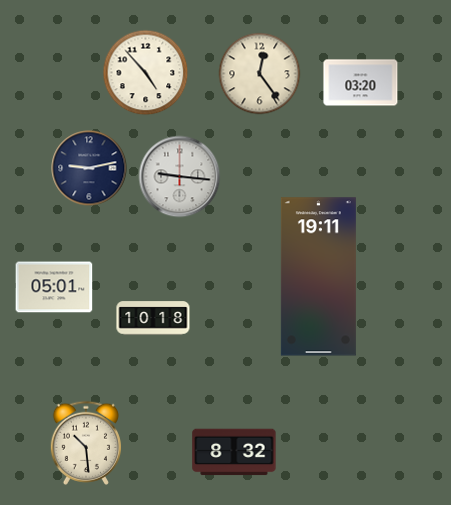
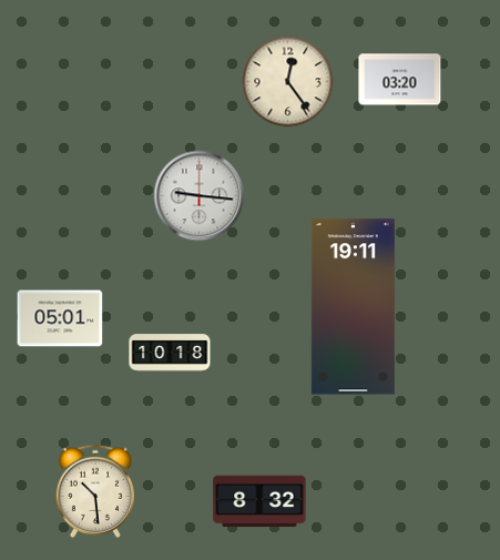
clock at (146, 73): 4:53 -> none
clock at (361, 83) position: (361, 83) -> (400, 80)
clock at (89, 168): 9:13 -> none
